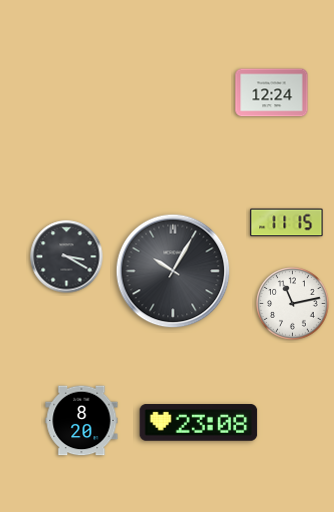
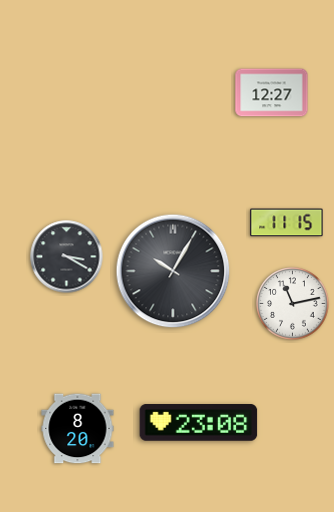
clock at (272, 93): 12:24 -> 12:27
clock at (82, 421) position: (82, 421) -> (78, 429)
